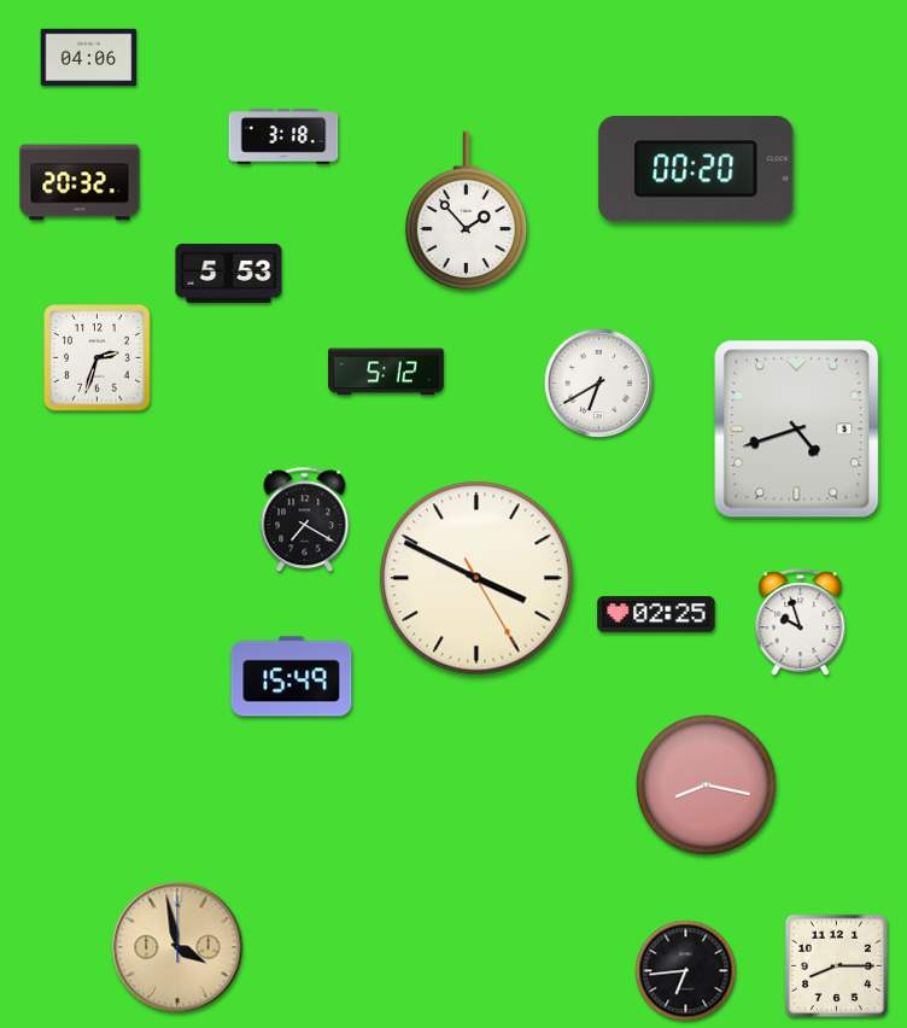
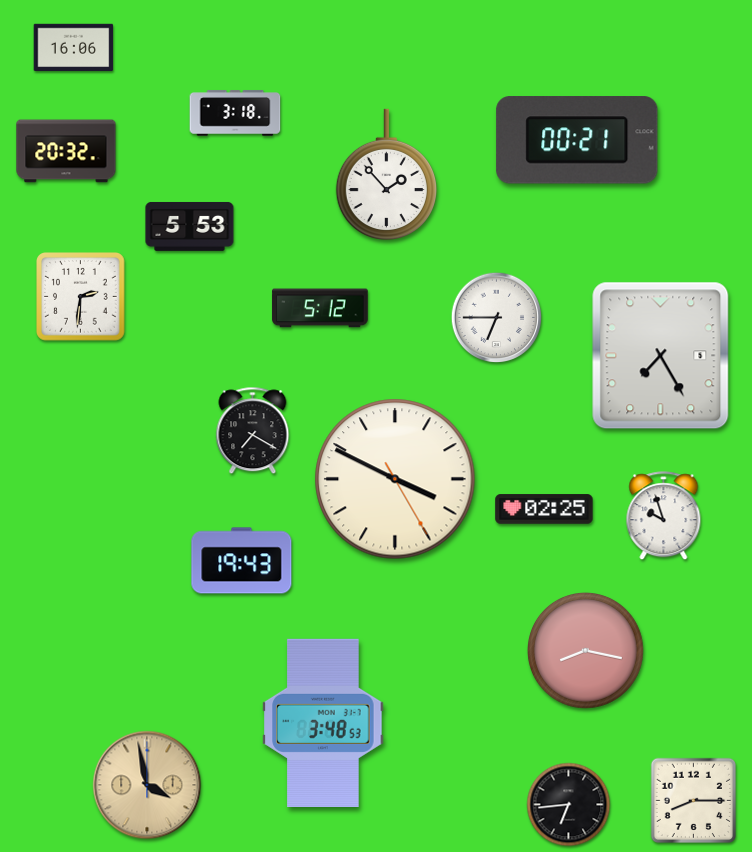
clock at (89, 58): 04:06 -> 16:06
clock at (696, 169): 00:20 -> 00:21
clock at (98, 358): 2:33 -> 2:31
clock at (599, 384): 6:40 -> 6:45
clock at (797, 430): 4:42 -> 7:25
clock at (292, 677): 15:49 -> 19:43
clock at (323, 723): none -> 3:48
